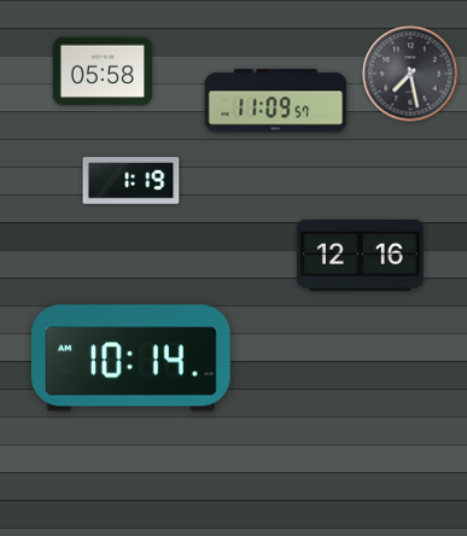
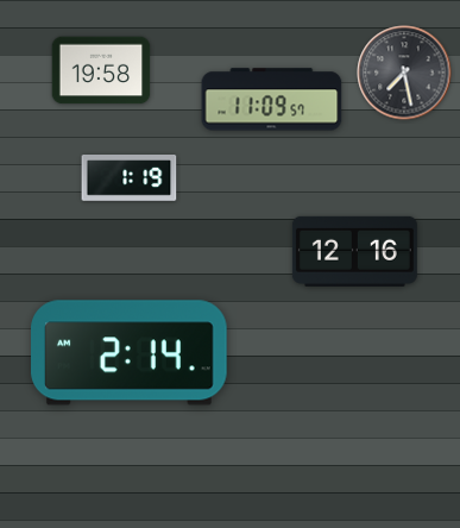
clock at (103, 71): 05:58 -> 19:58
clock at (132, 359): 10:14 -> 2:14
